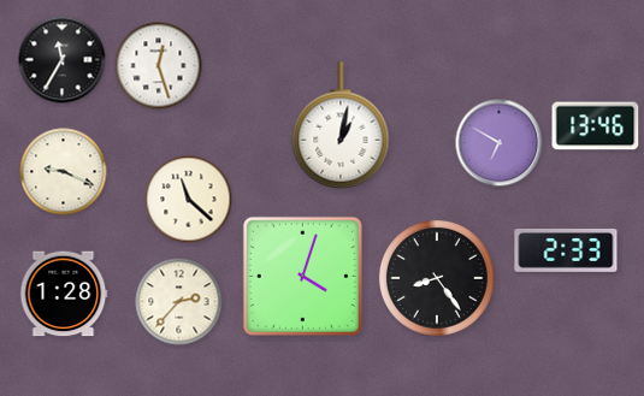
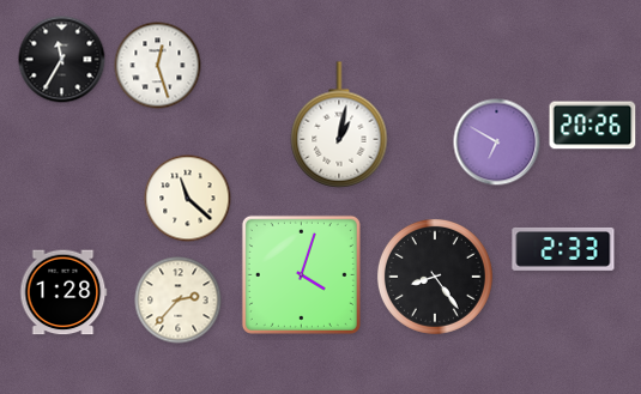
clock at (596, 126): 13:46 -> 20:26
clock at (64, 172): 9:19 -> none
